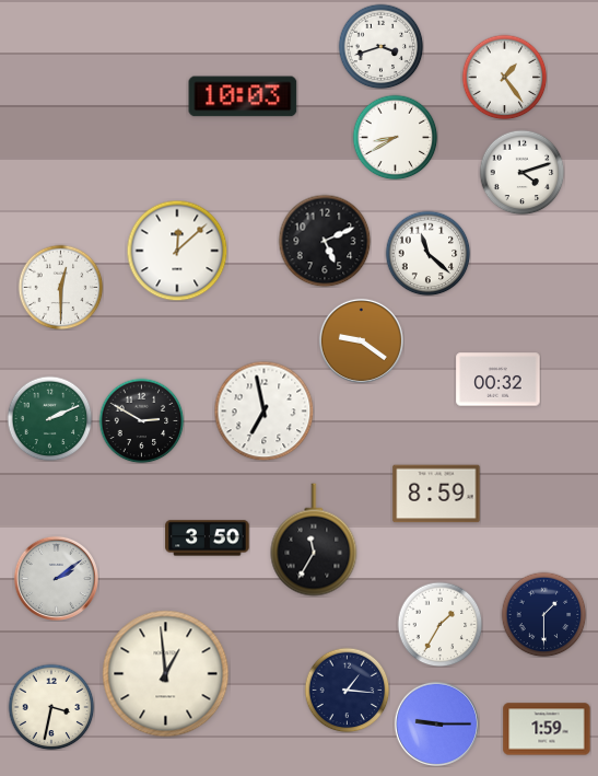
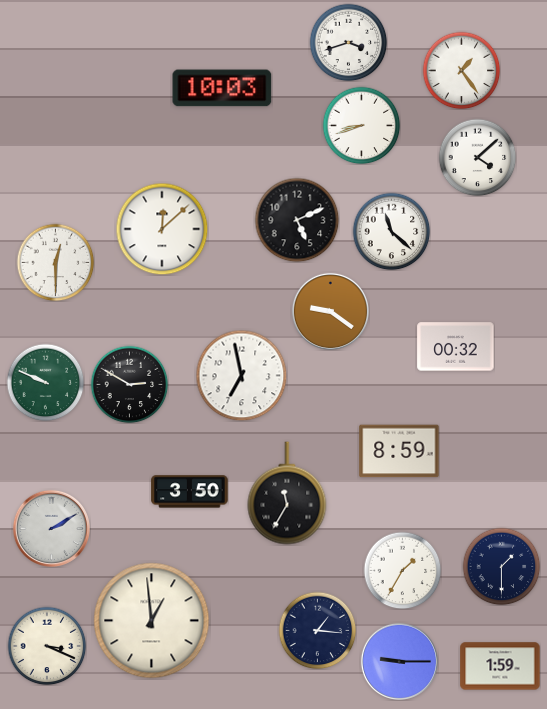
clock at (395, 137): 8:40 -> 8:42
clock at (521, 172): 4:12 -> 4:08
clock at (49, 418): 2:11 -> 9:49
clock at (56, 578): 2:09 -> 2:10
clock at (543, 614) position: (543, 614) -> (501, 566)
clock at (166, 674) position: (166, 674) -> (152, 621)
clock at (51, 707): 3:32 -> 3:19
